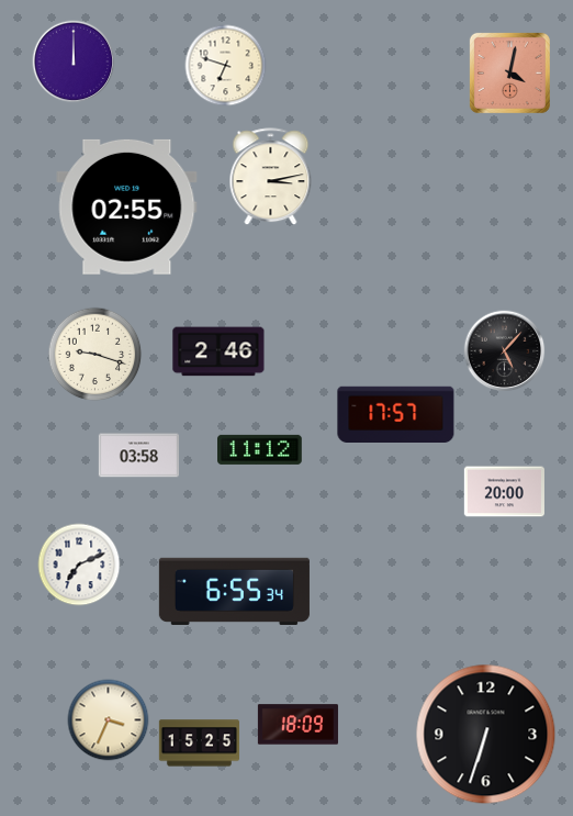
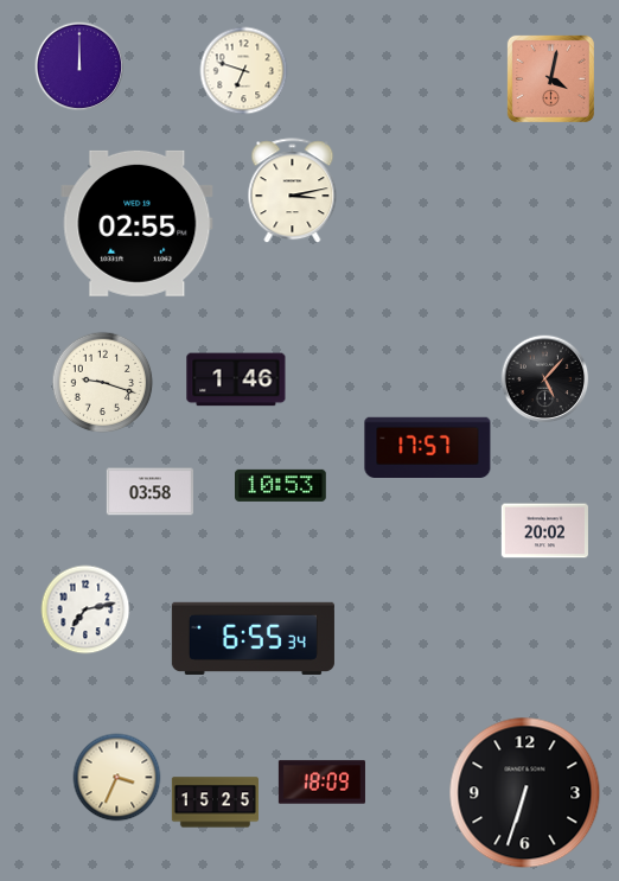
clock at (218, 351): 2:46 -> 1:46
clock at (260, 449): 11:12 -> 10:53
clock at (504, 492): 20:00 -> 20:02
clock at (79, 565): 7:11 -> 7:13
